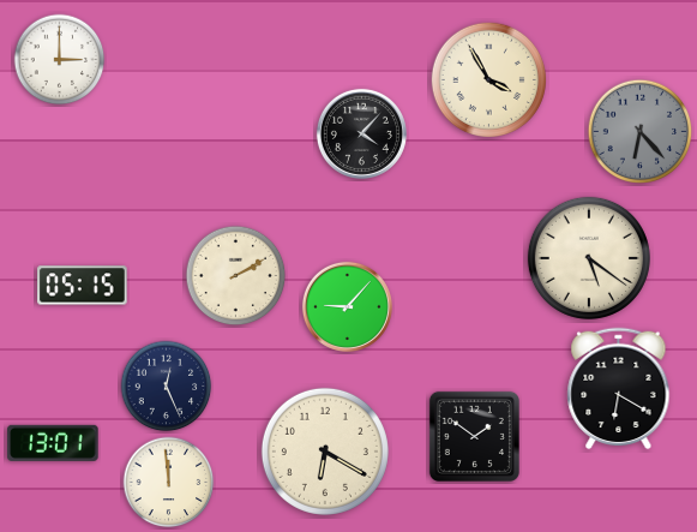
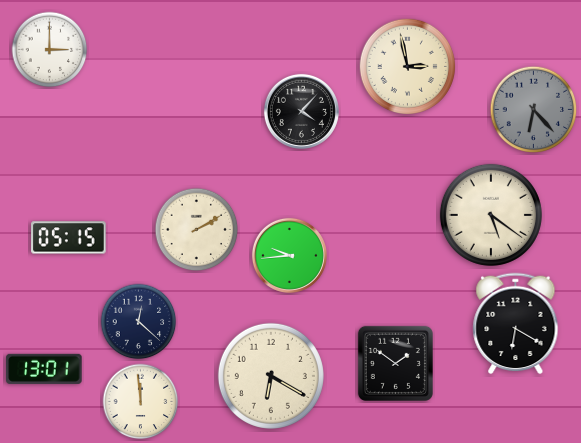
clock at (488, 79): 3:55 -> 2:58
clock at (347, 306): 9:07 -> 9:44
clock at (167, 387): 12:26 -> 12:22
